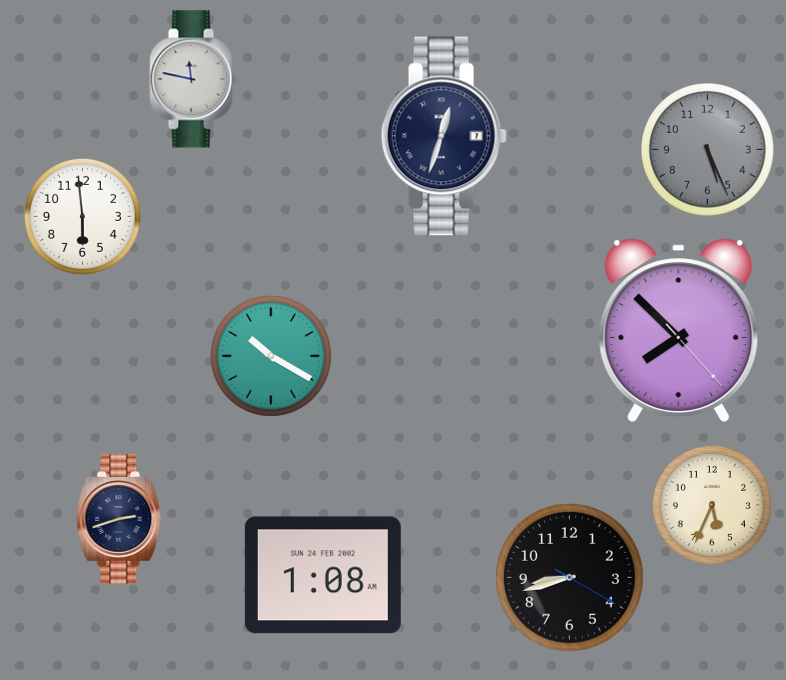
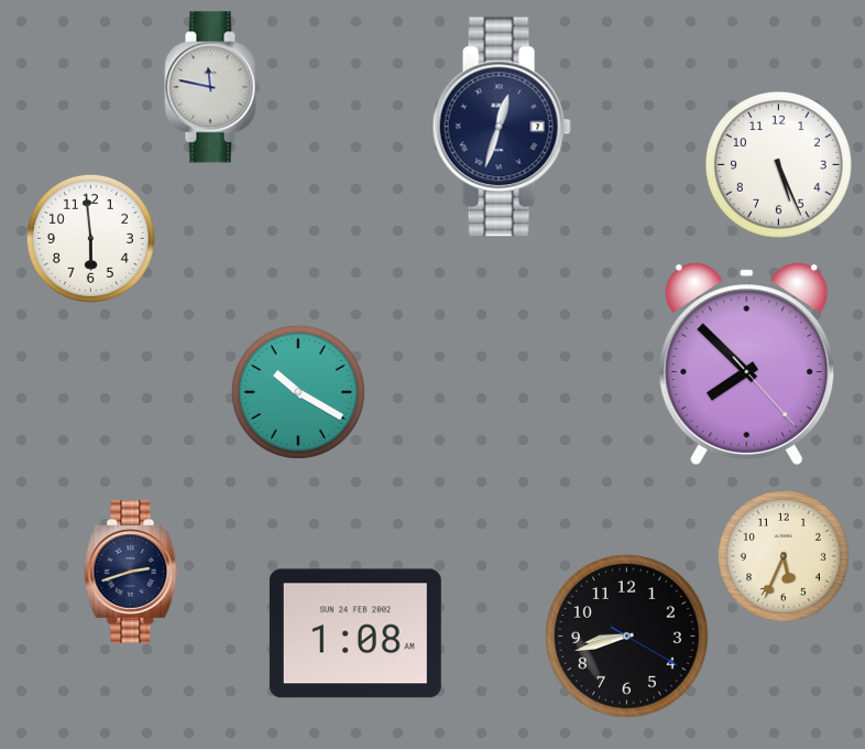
clock at (444, 136) position: (444, 136) -> (502, 127)
clock at (707, 149) dial: grey -> white
